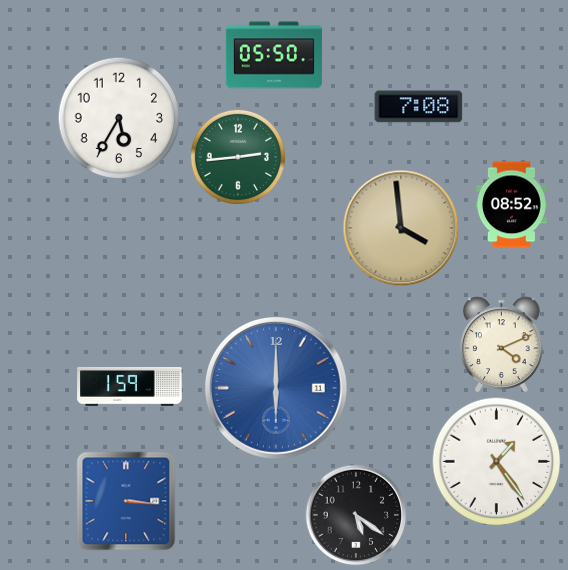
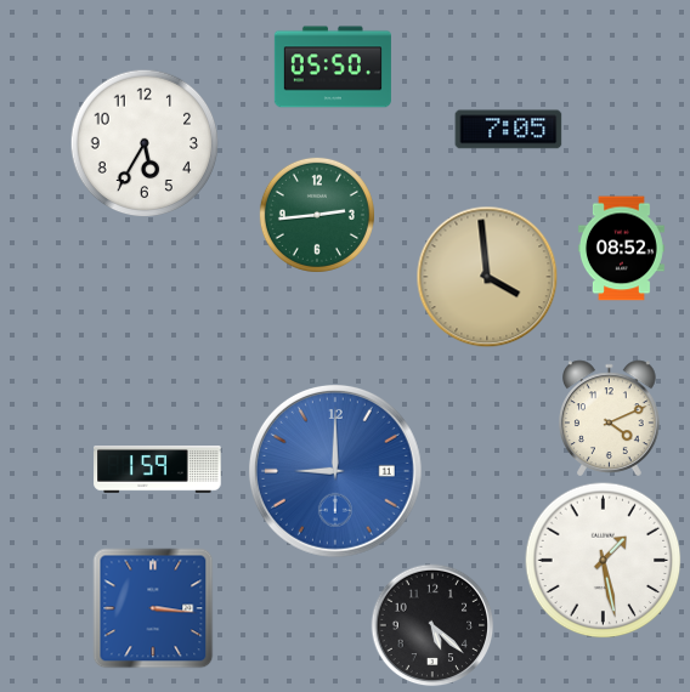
clock at (419, 107): 7:08 -> 7:05
clock at (238, 157) position: (238, 157) -> (317, 215)
clock at (276, 388): 6:00 -> 9:00
clock at (497, 462): 1:24 -> 1:28
clock at (356, 515): 5:21 -> 5:22
